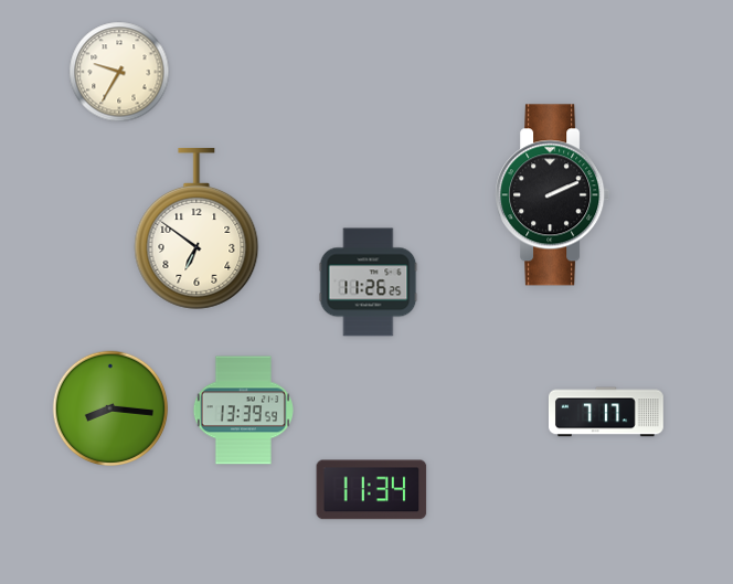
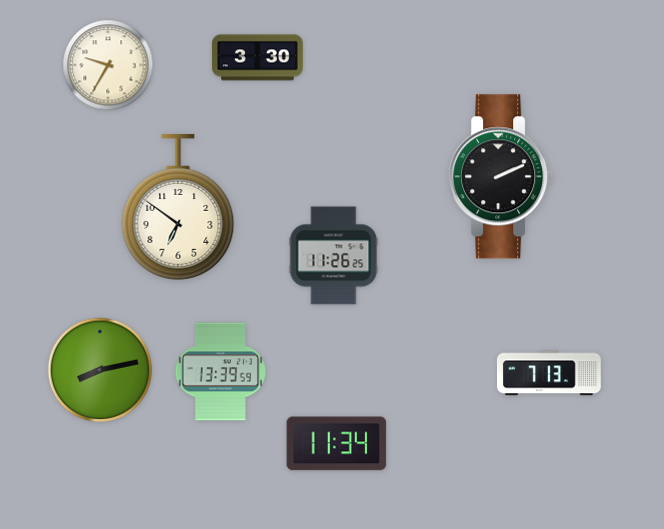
clock at (258, 58): none -> 3:30
clock at (110, 408): 8:16 -> 8:13
clock at (606, 412): 7:17 -> 7:13
